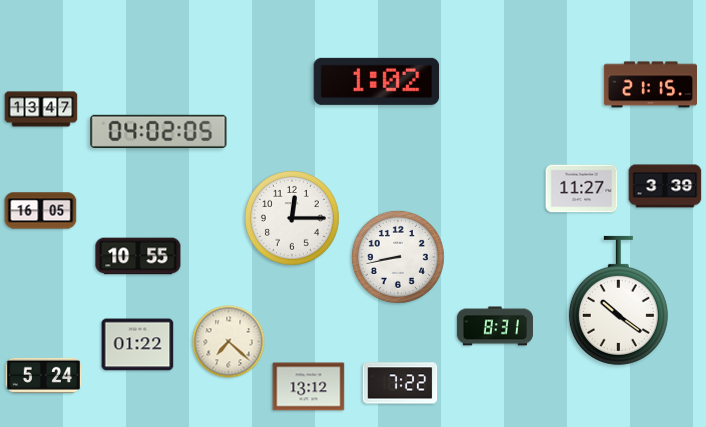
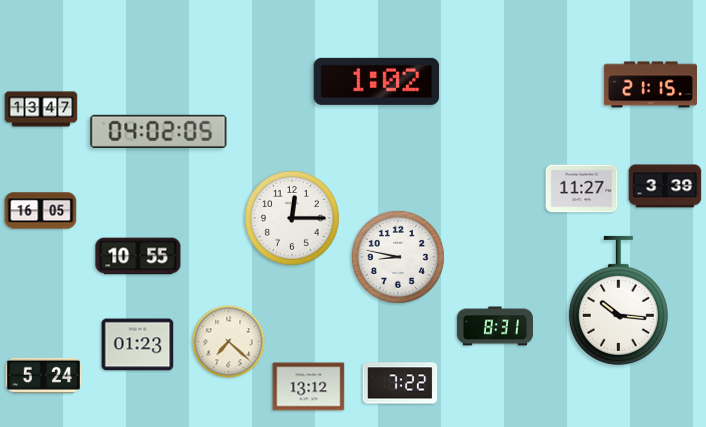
clock at (398, 257): 8:43 -> 8:47
clock at (618, 300): 10:21 -> 10:16
clock at (138, 345): 01:22 -> 01:23
